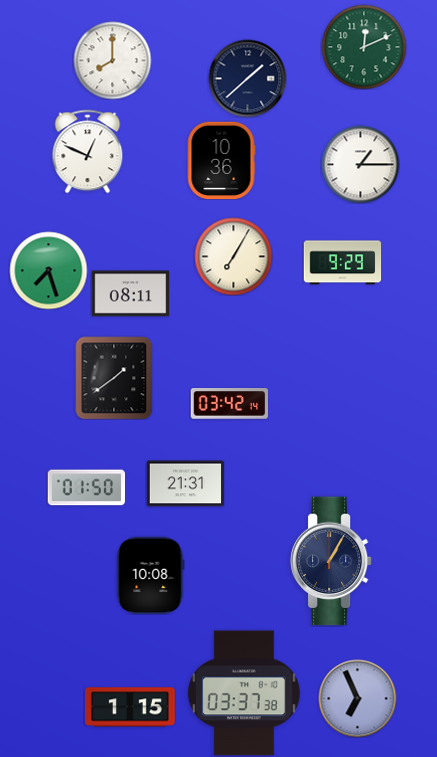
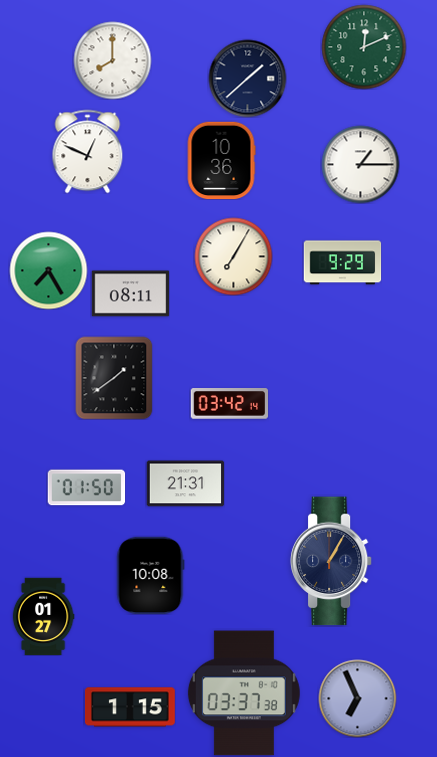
clock at (48, 270): 7:27 -> 7:25
clock at (43, 616): none -> 01:27
